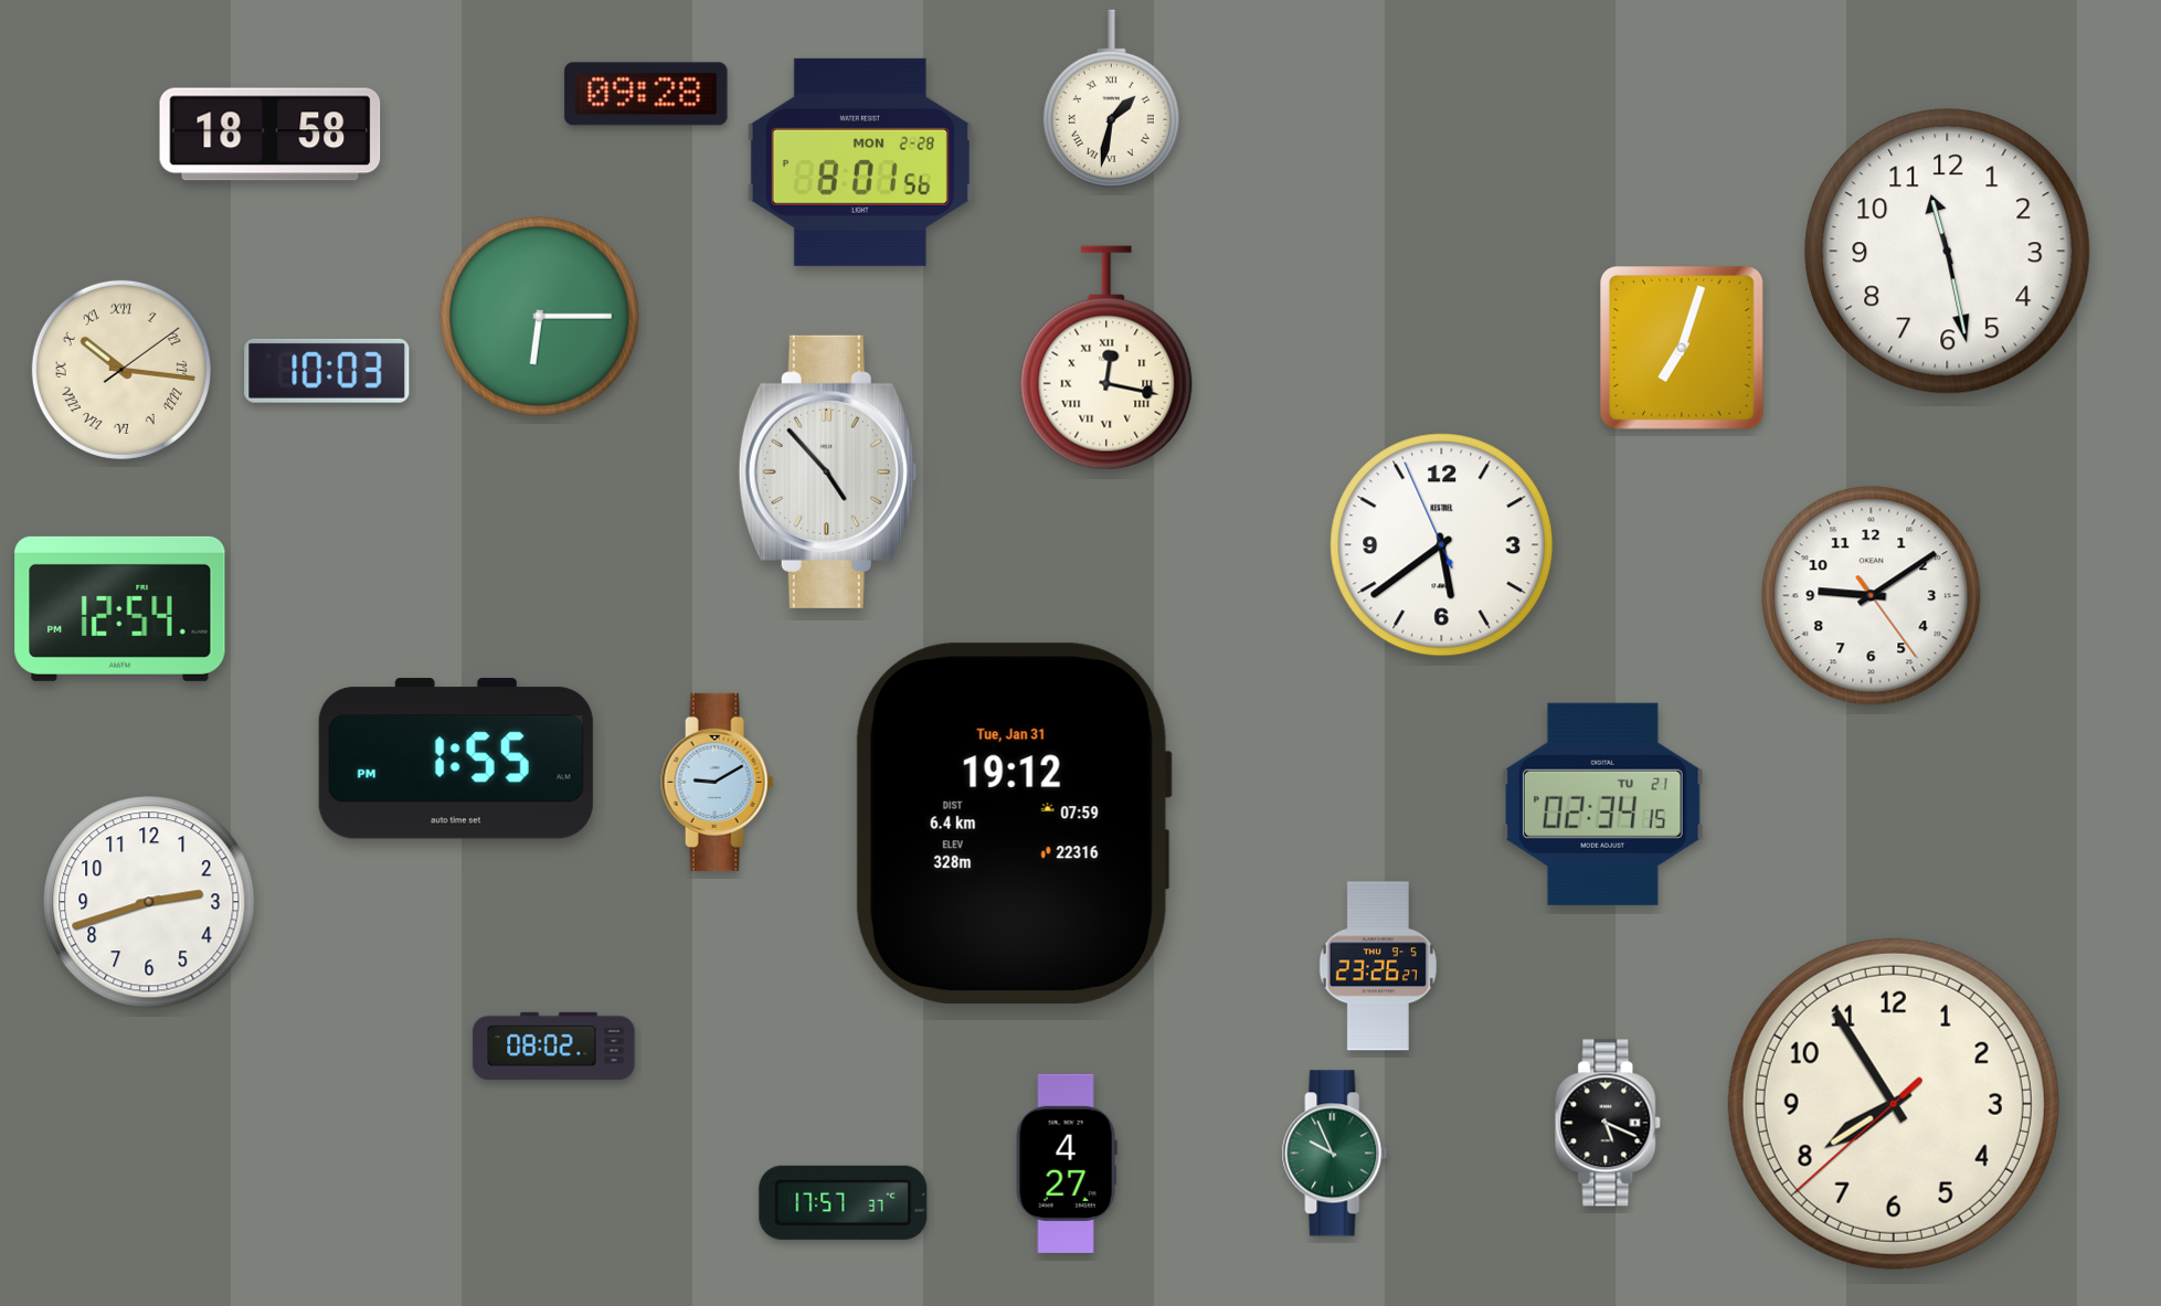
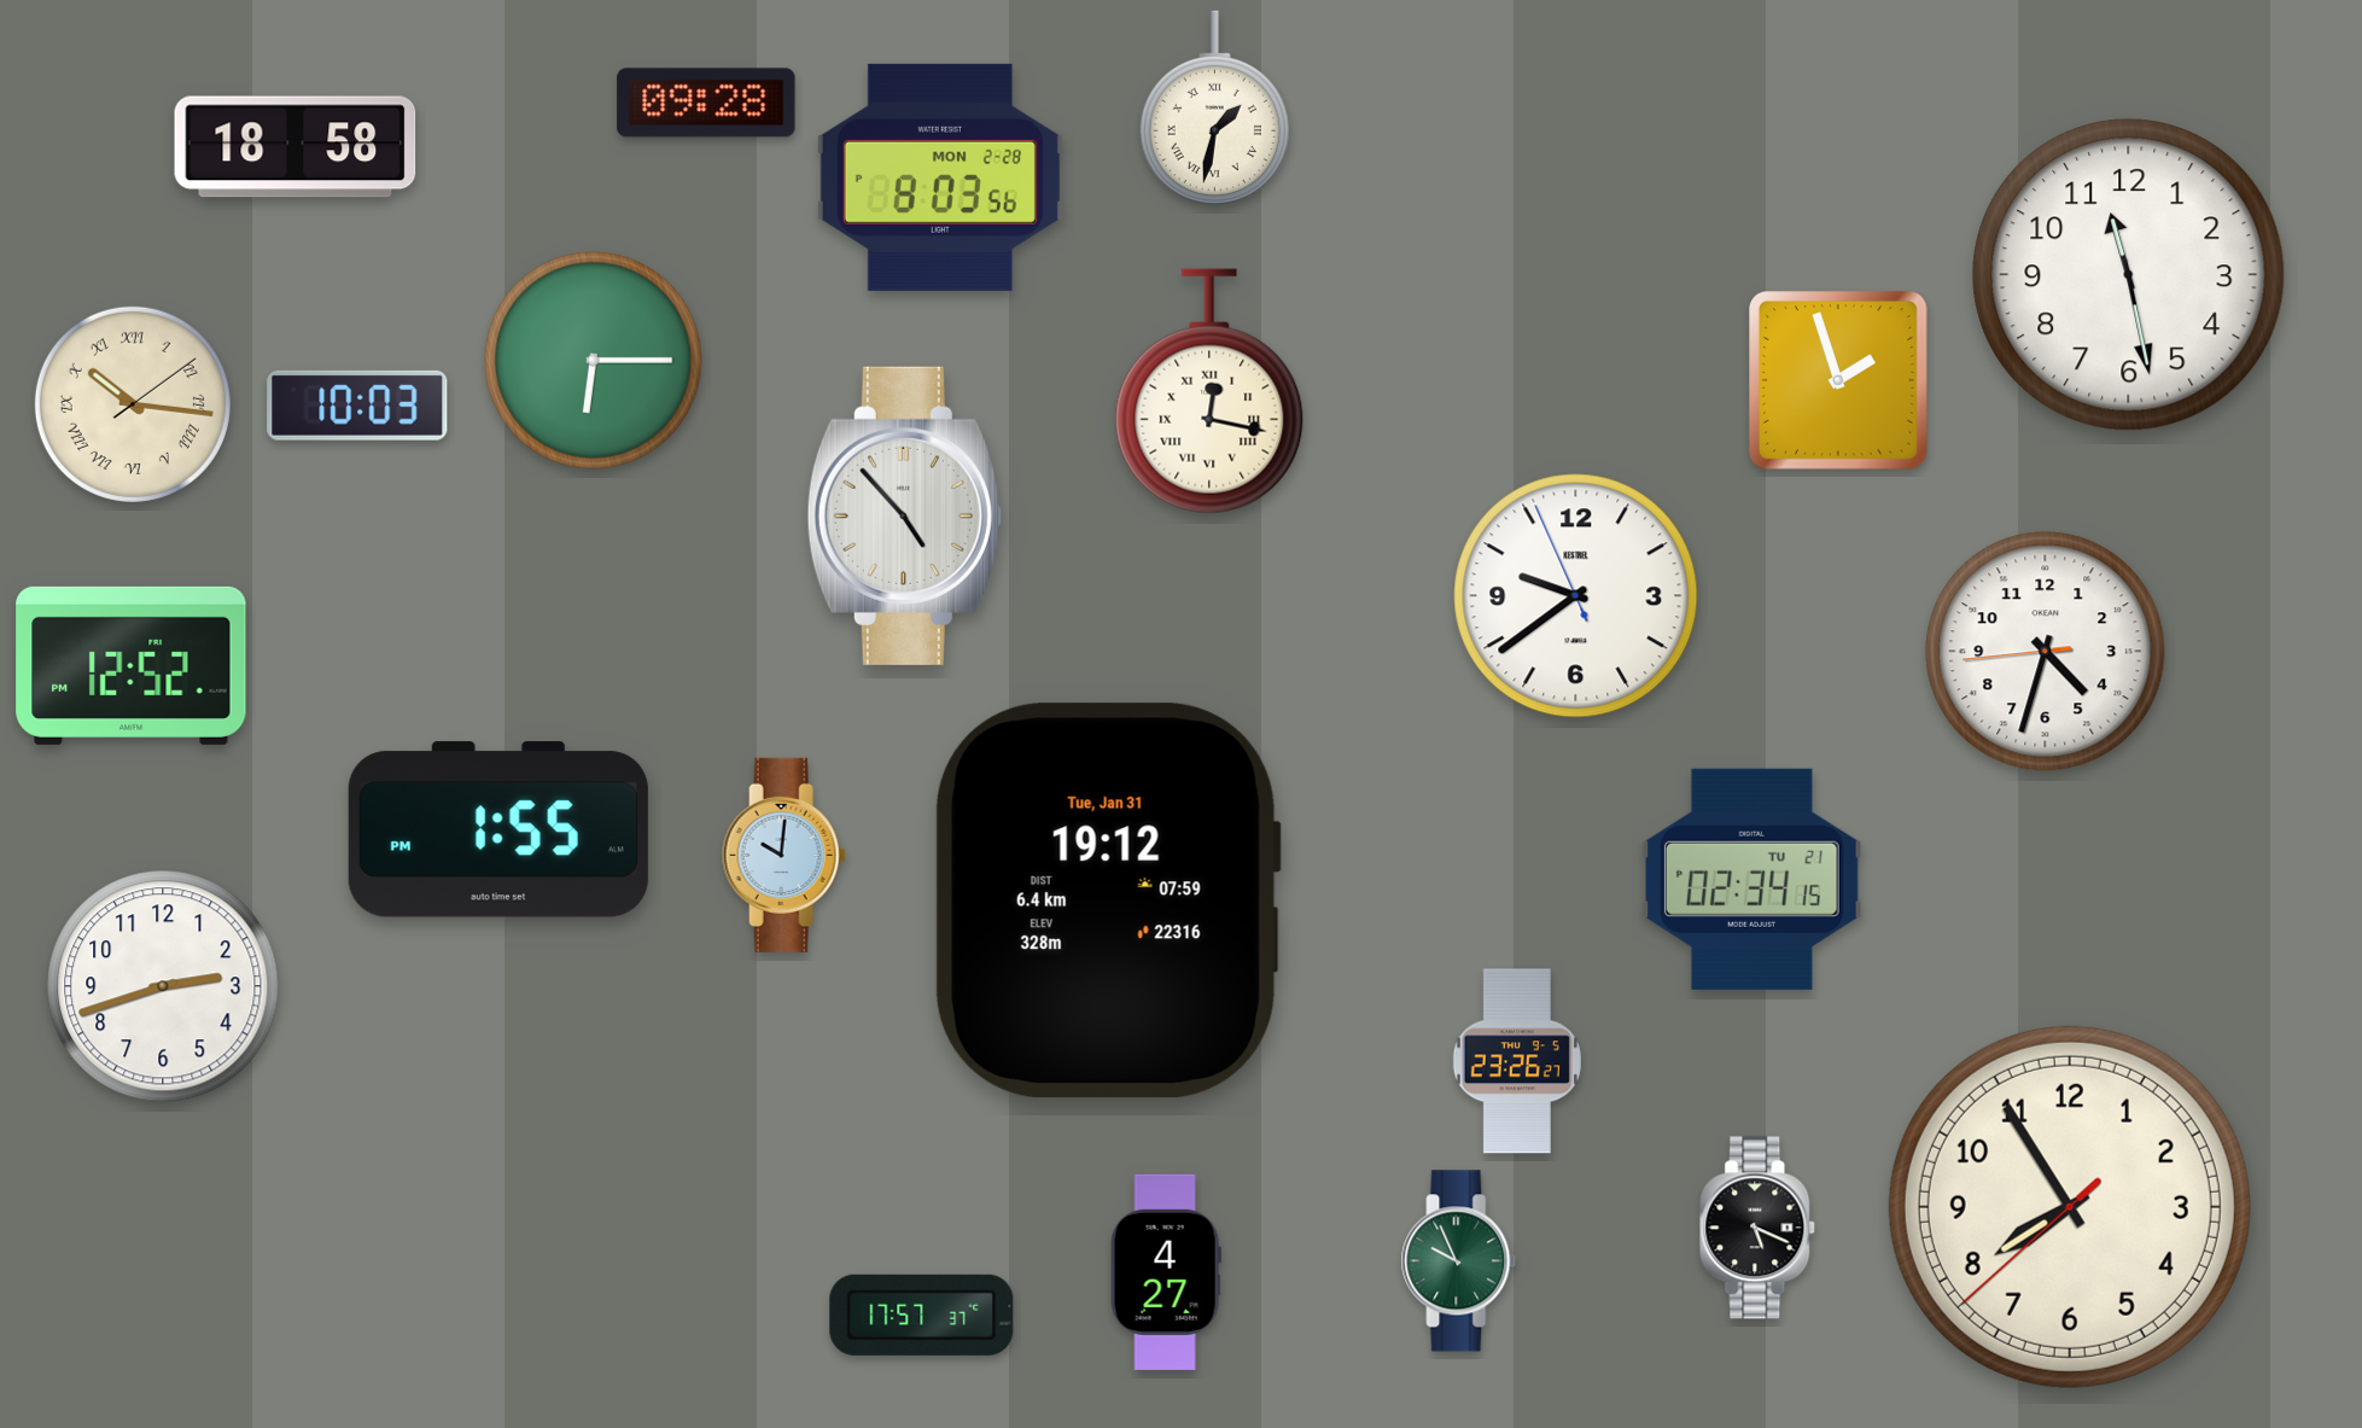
clock at (860, 162): 8:01 -> 8:03
clock at (540, 317) position: (540, 317) -> (594, 361)
clock at (1683, 349): 7:03 -> 1:57
clock at (1442, 545): 5:38 -> 9:38
clock at (1872, 596): 9:09 -> 4:32
clock at (120, 608): 12:54 -> 12:52
clock at (718, 782): 9:10 -> 10:01
clock at (1378, 966) position: (1378, 966) -> (1517, 1061)
clock at (554, 1045): 08:02 -> none
